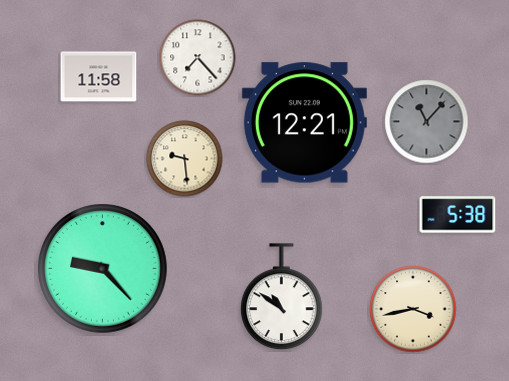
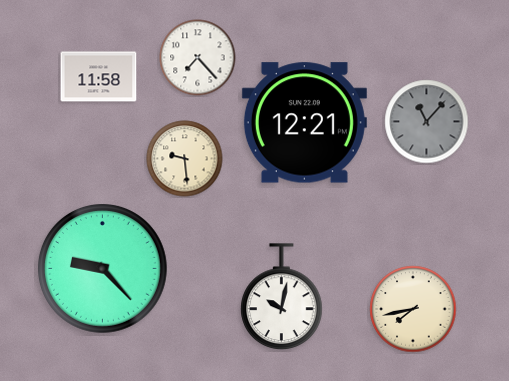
clock at (458, 215): 5:38 -> none
clock at (282, 297): 10:51 -> 10:02
clock at (413, 309): 3:43 -> 7:43
